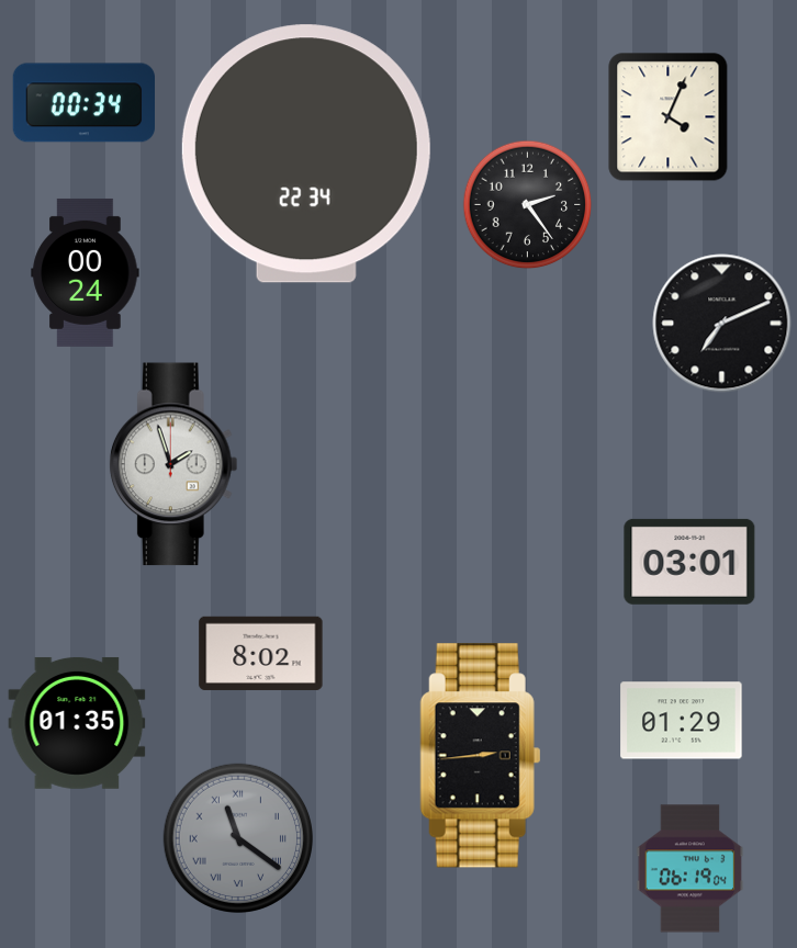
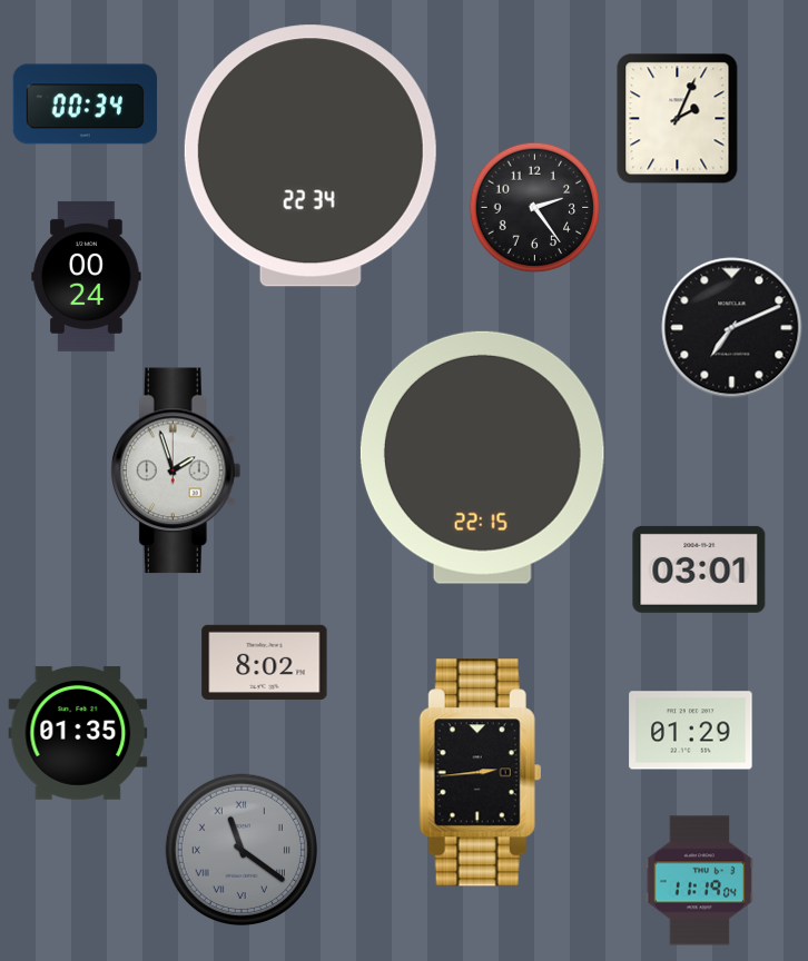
clock at (669, 117): 4:04 -> 2:04
clock at (482, 457): none -> 22:15
clock at (480, 756) position: (480, 756) -> (480, 773)
clock at (691, 869): 06:19 -> 11:19
